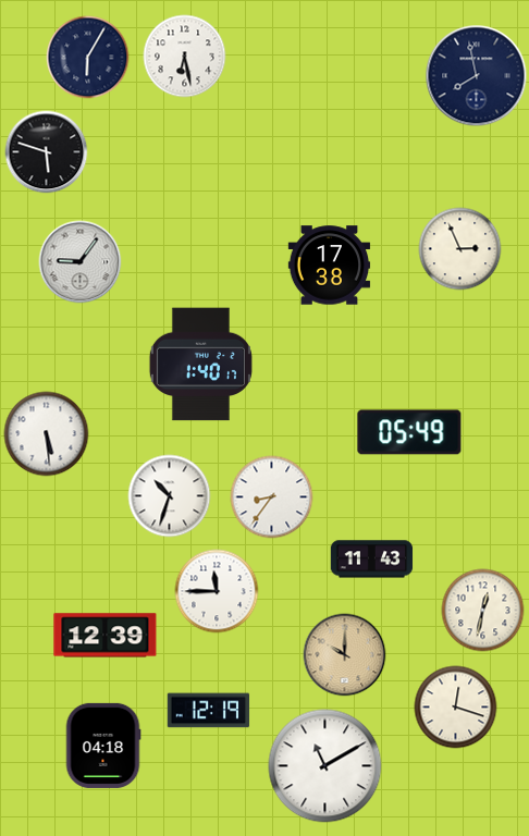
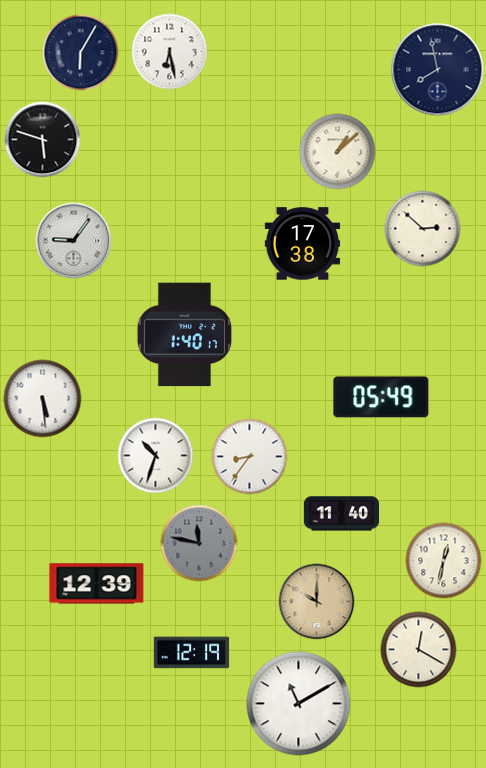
clock at (338, 152): none -> 1:08
clock at (460, 249): 2:56 -> 2:52
clock at (409, 432) position: (409, 432) -> (381, 397)
clock at (372, 560): 11:43 -> 11:40
clock at (217, 591): 11:45 -> 11:47
clock at (217, 591) dial: white -> grey
clock at (456, 708): 12:18 -> 12:20
clock at (103, 746): 04:18 -> none
